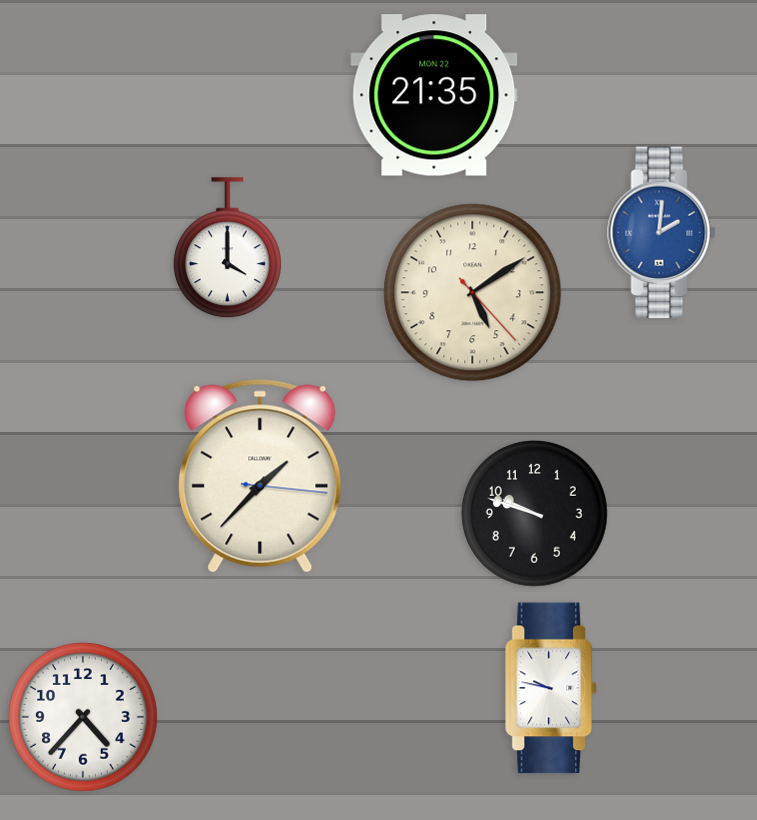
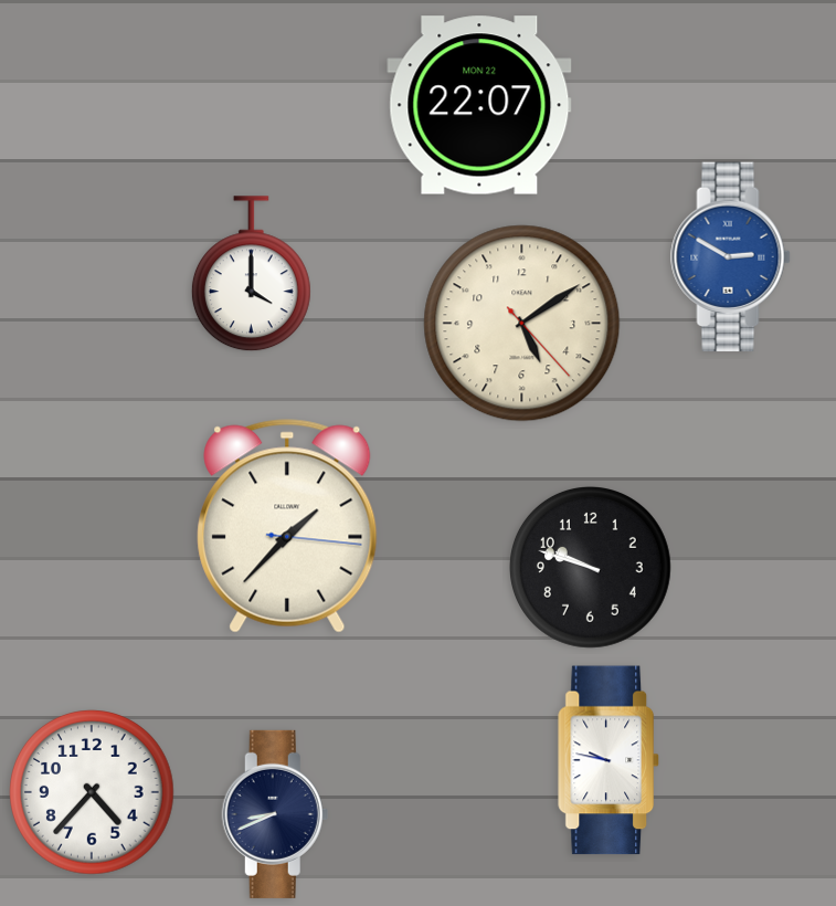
clock at (434, 95): 21:35 -> 22:07
clock at (662, 233): 2:01 -> 2:50
clock at (275, 814): none -> 8:41
